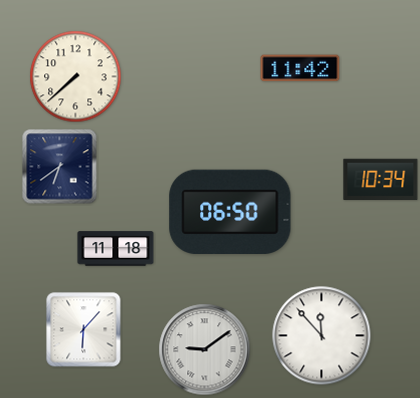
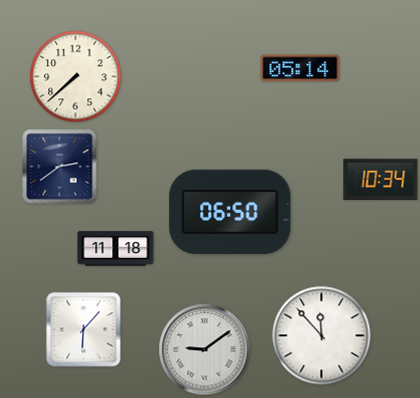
clock at (300, 68): 11:42 -> 05:14
clock at (60, 167): 6:39 -> 2:39
